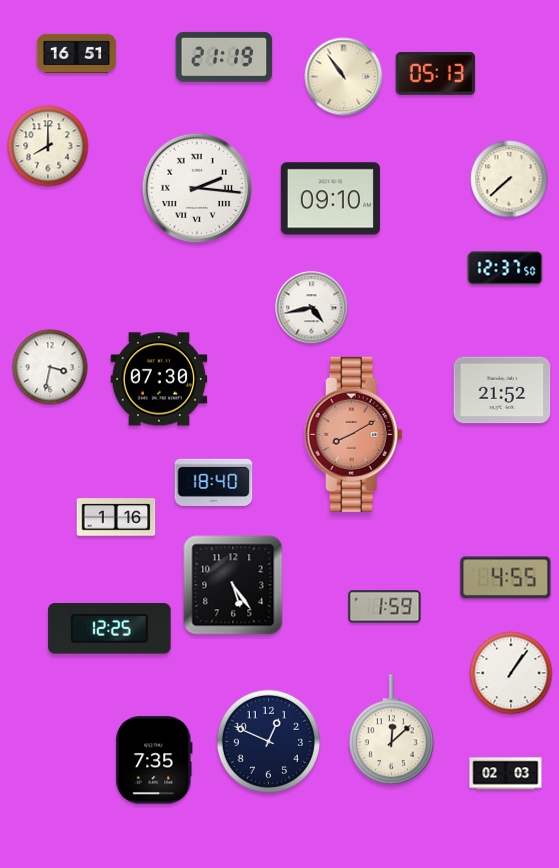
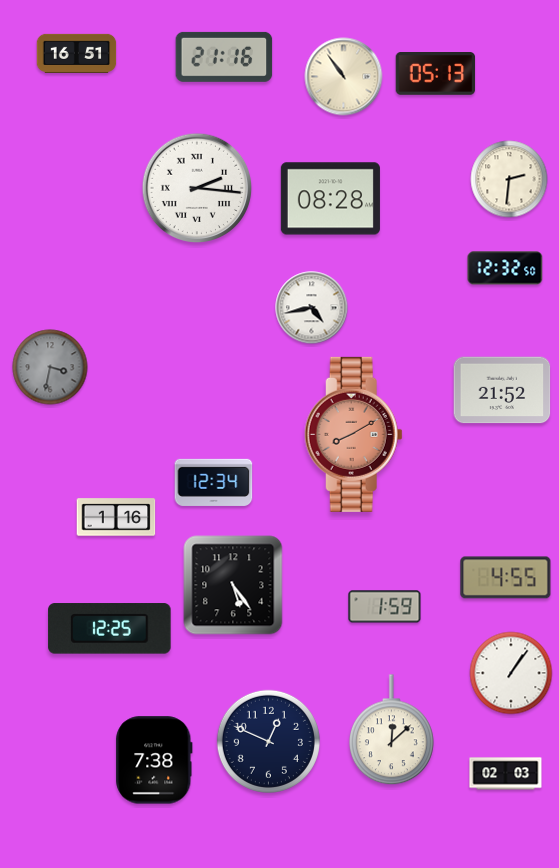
clock at (224, 57): 21:19 -> 21:16
clock at (48, 146): 8:00 -> none
clock at (509, 179): 7:38 -> 2:31
clock at (330, 199): 09:10 -> 08:28
clock at (505, 268): 12:37 -> 12:32
clock at (50, 367) dial: white -> grey
clock at (159, 379): 07:30 -> none
clock at (214, 482): 18:40 -> 12:34
clock at (154, 760): 7:35 -> 7:38
